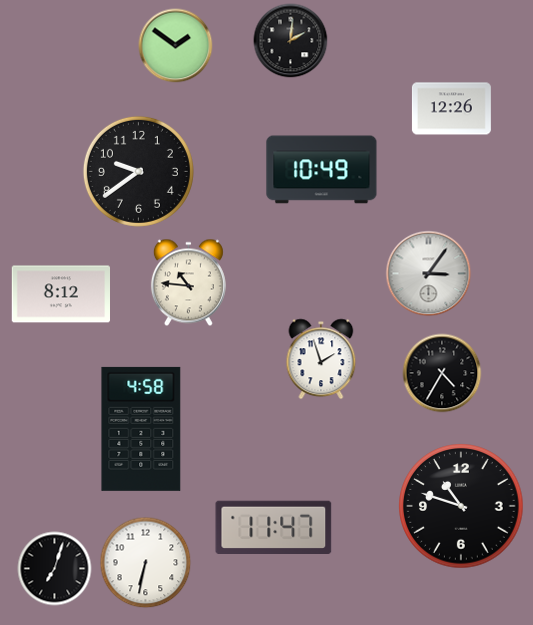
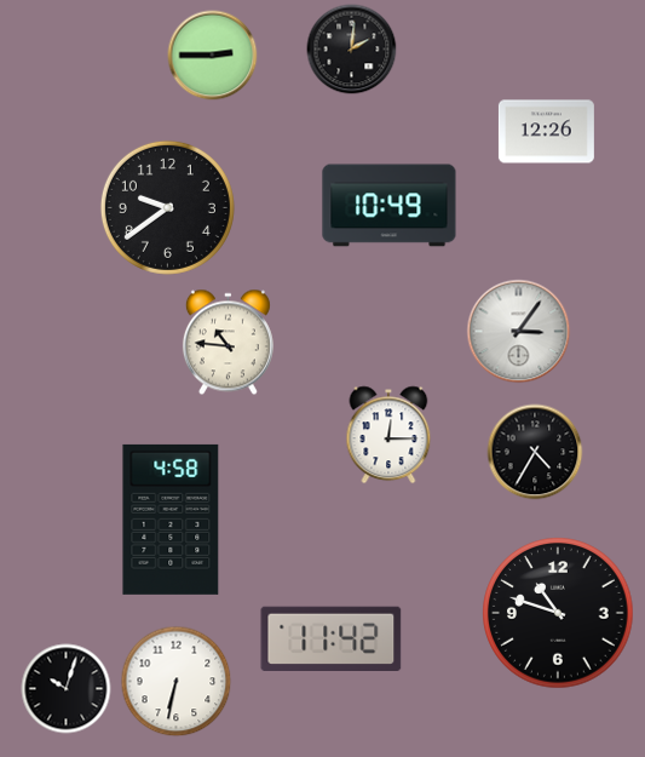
clock at (176, 46): 1:51 -> 2:45
clock at (60, 294): 8:12 -> none
clock at (321, 359): 1:57 -> 12:15
clock at (274, 527): 11:47 -> 11:42
clock at (55, 569): 7:03 -> 10:03
